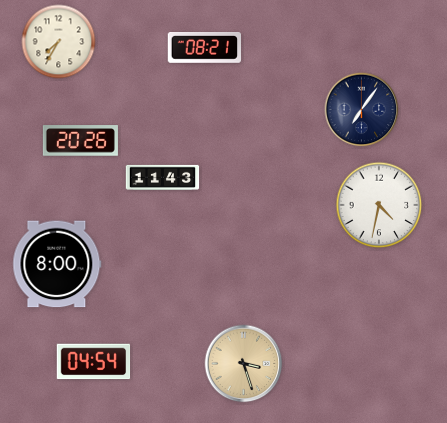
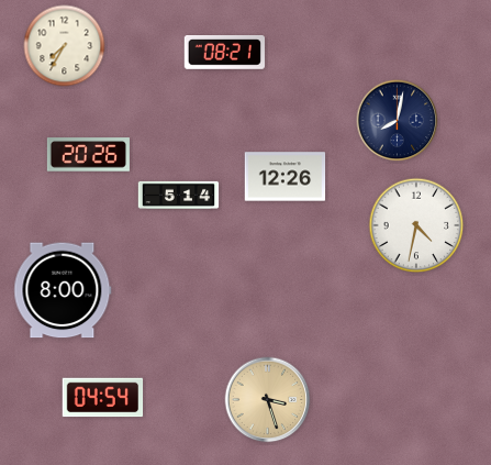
clock at (362, 110): 7:06 -> 8:02
clock at (286, 177): none -> 12:26
clock at (163, 177): 11:43 -> 5:14
